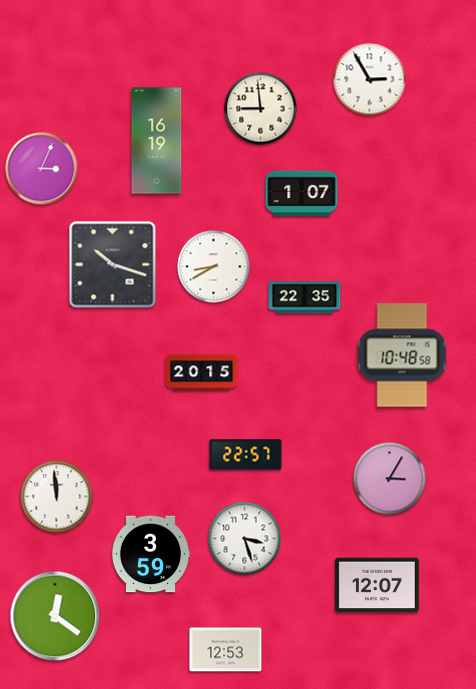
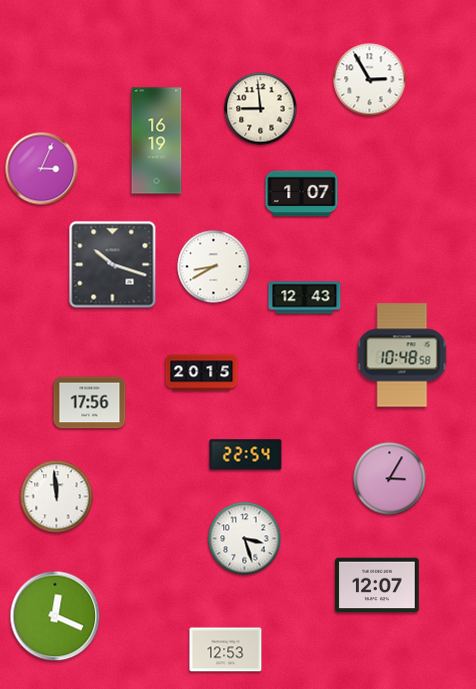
clock at (305, 298): 22:35 -> 12:43
clock at (90, 403): none -> 17:56
clock at (246, 455): 22:57 -> 22:54
clock at (151, 554): 3:59 -> none
clock at (55, 616): 12:21 -> 12:19
